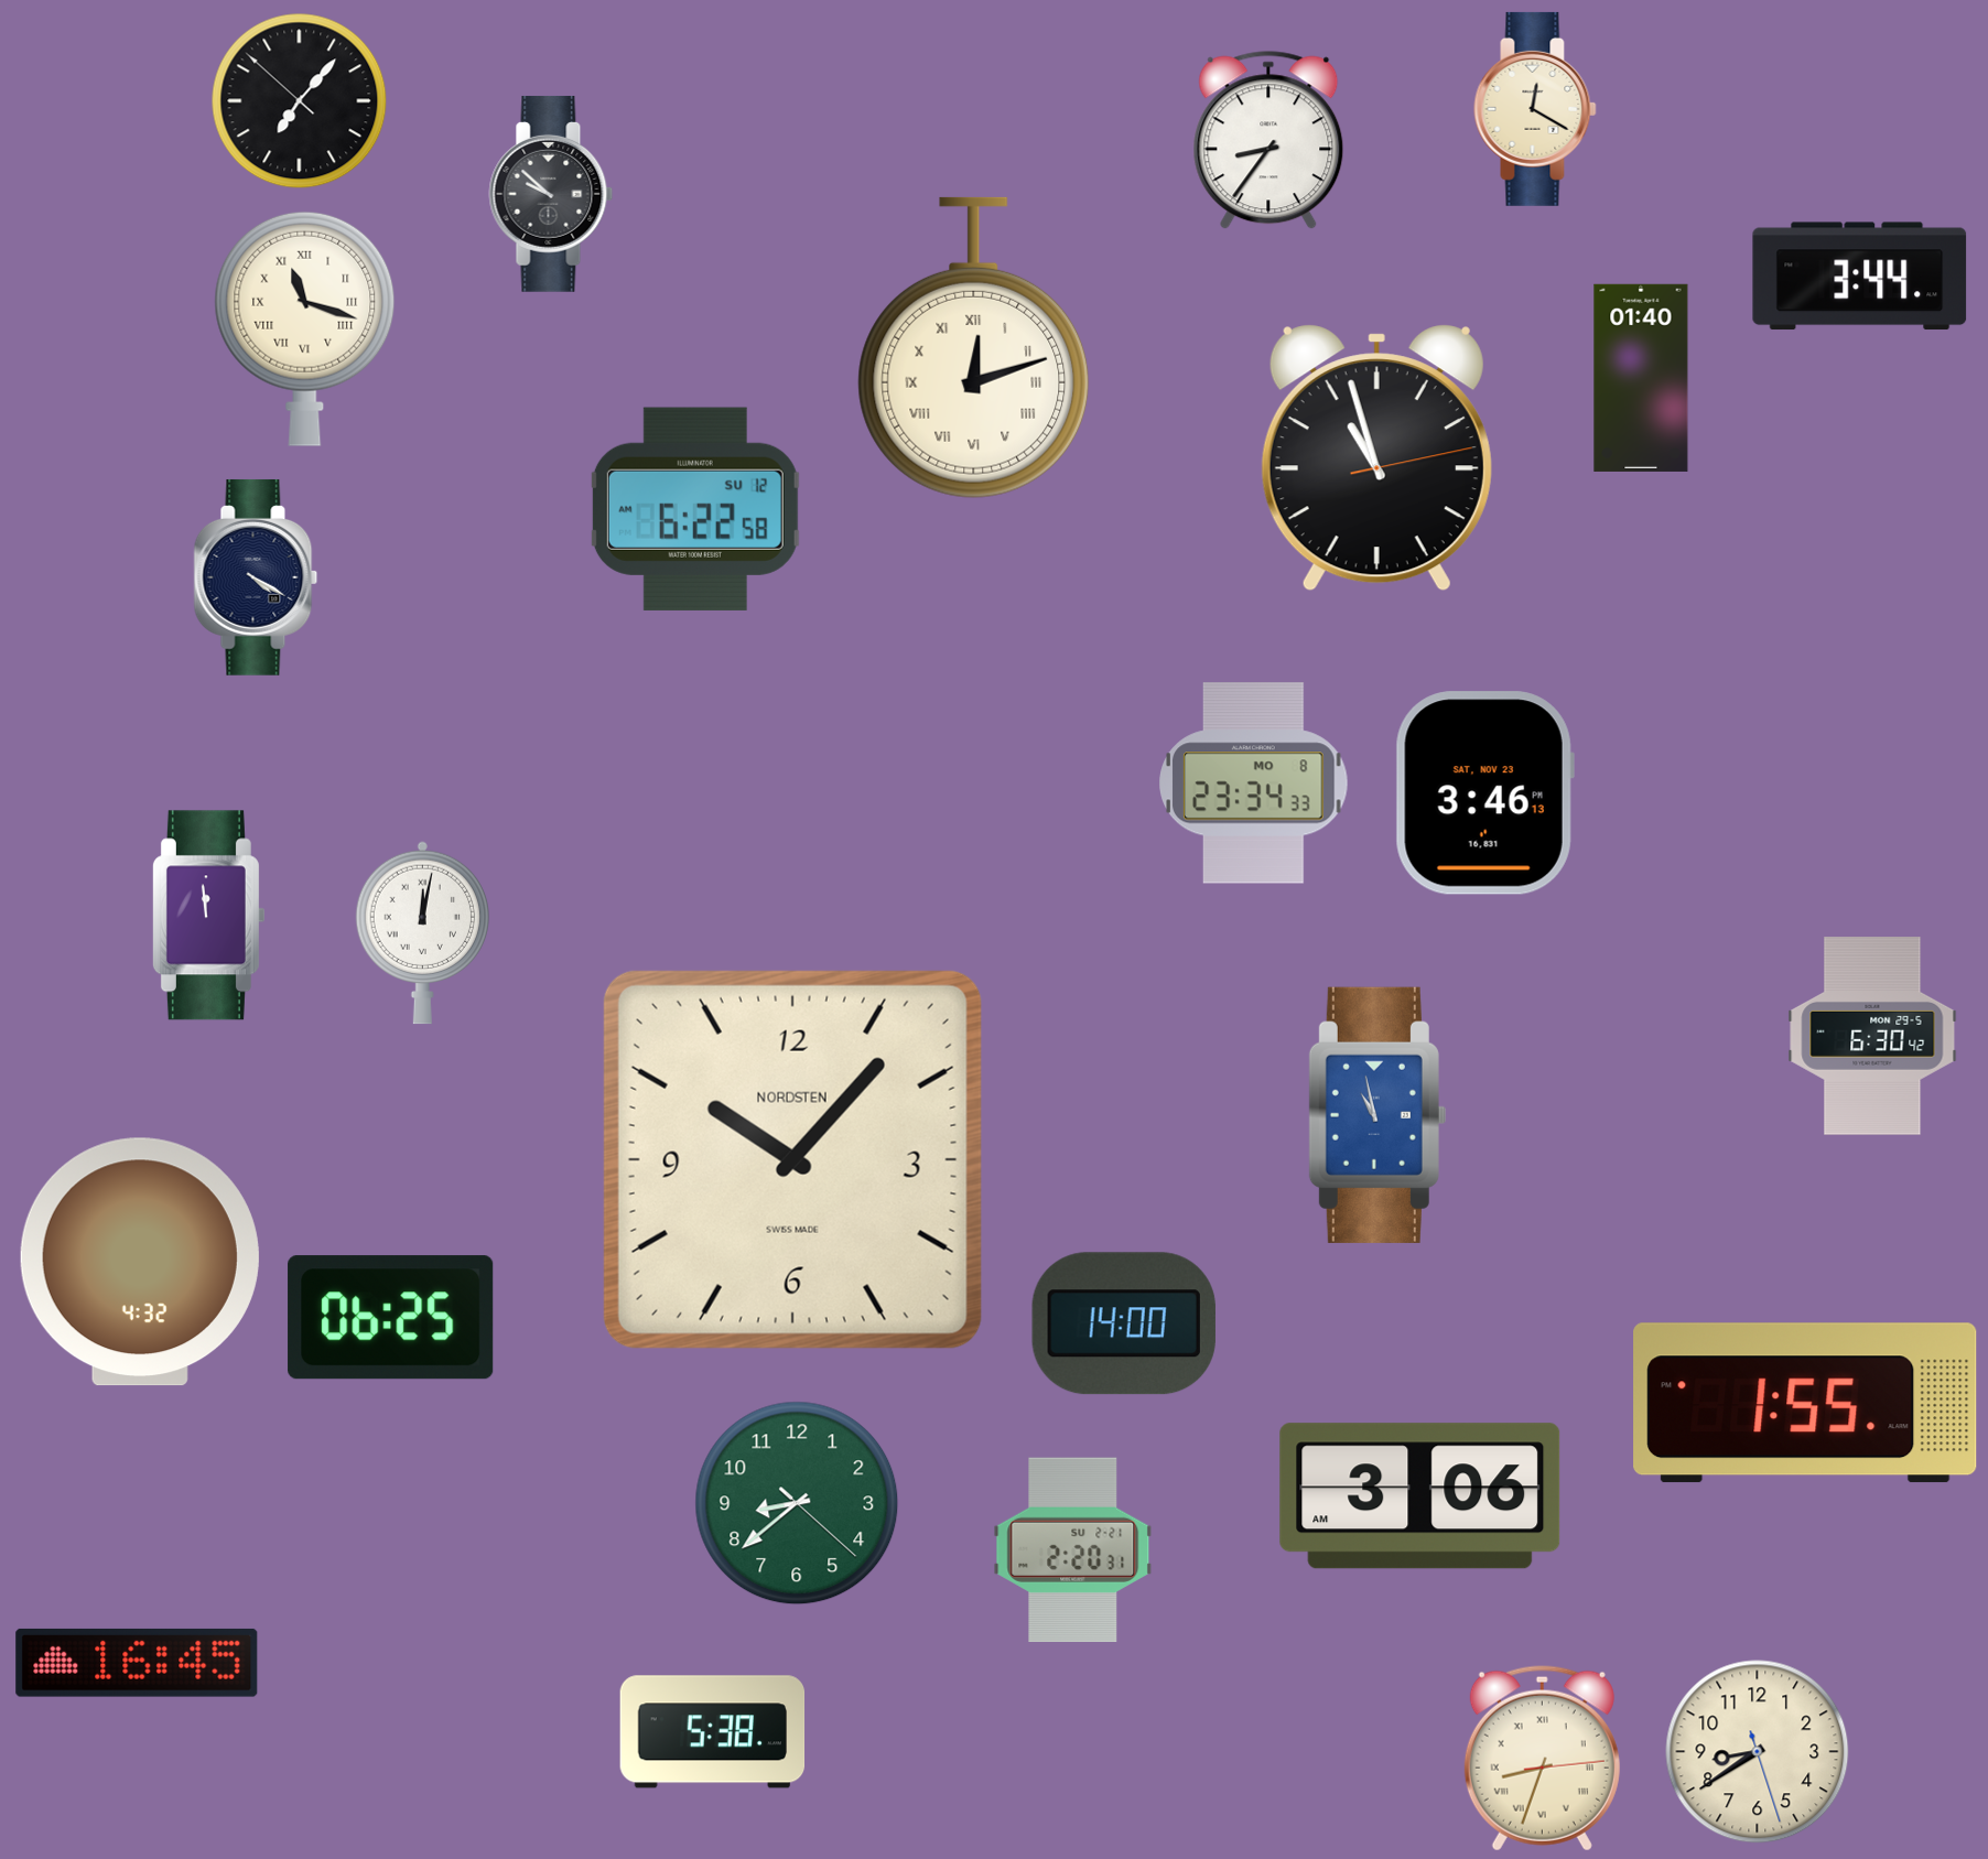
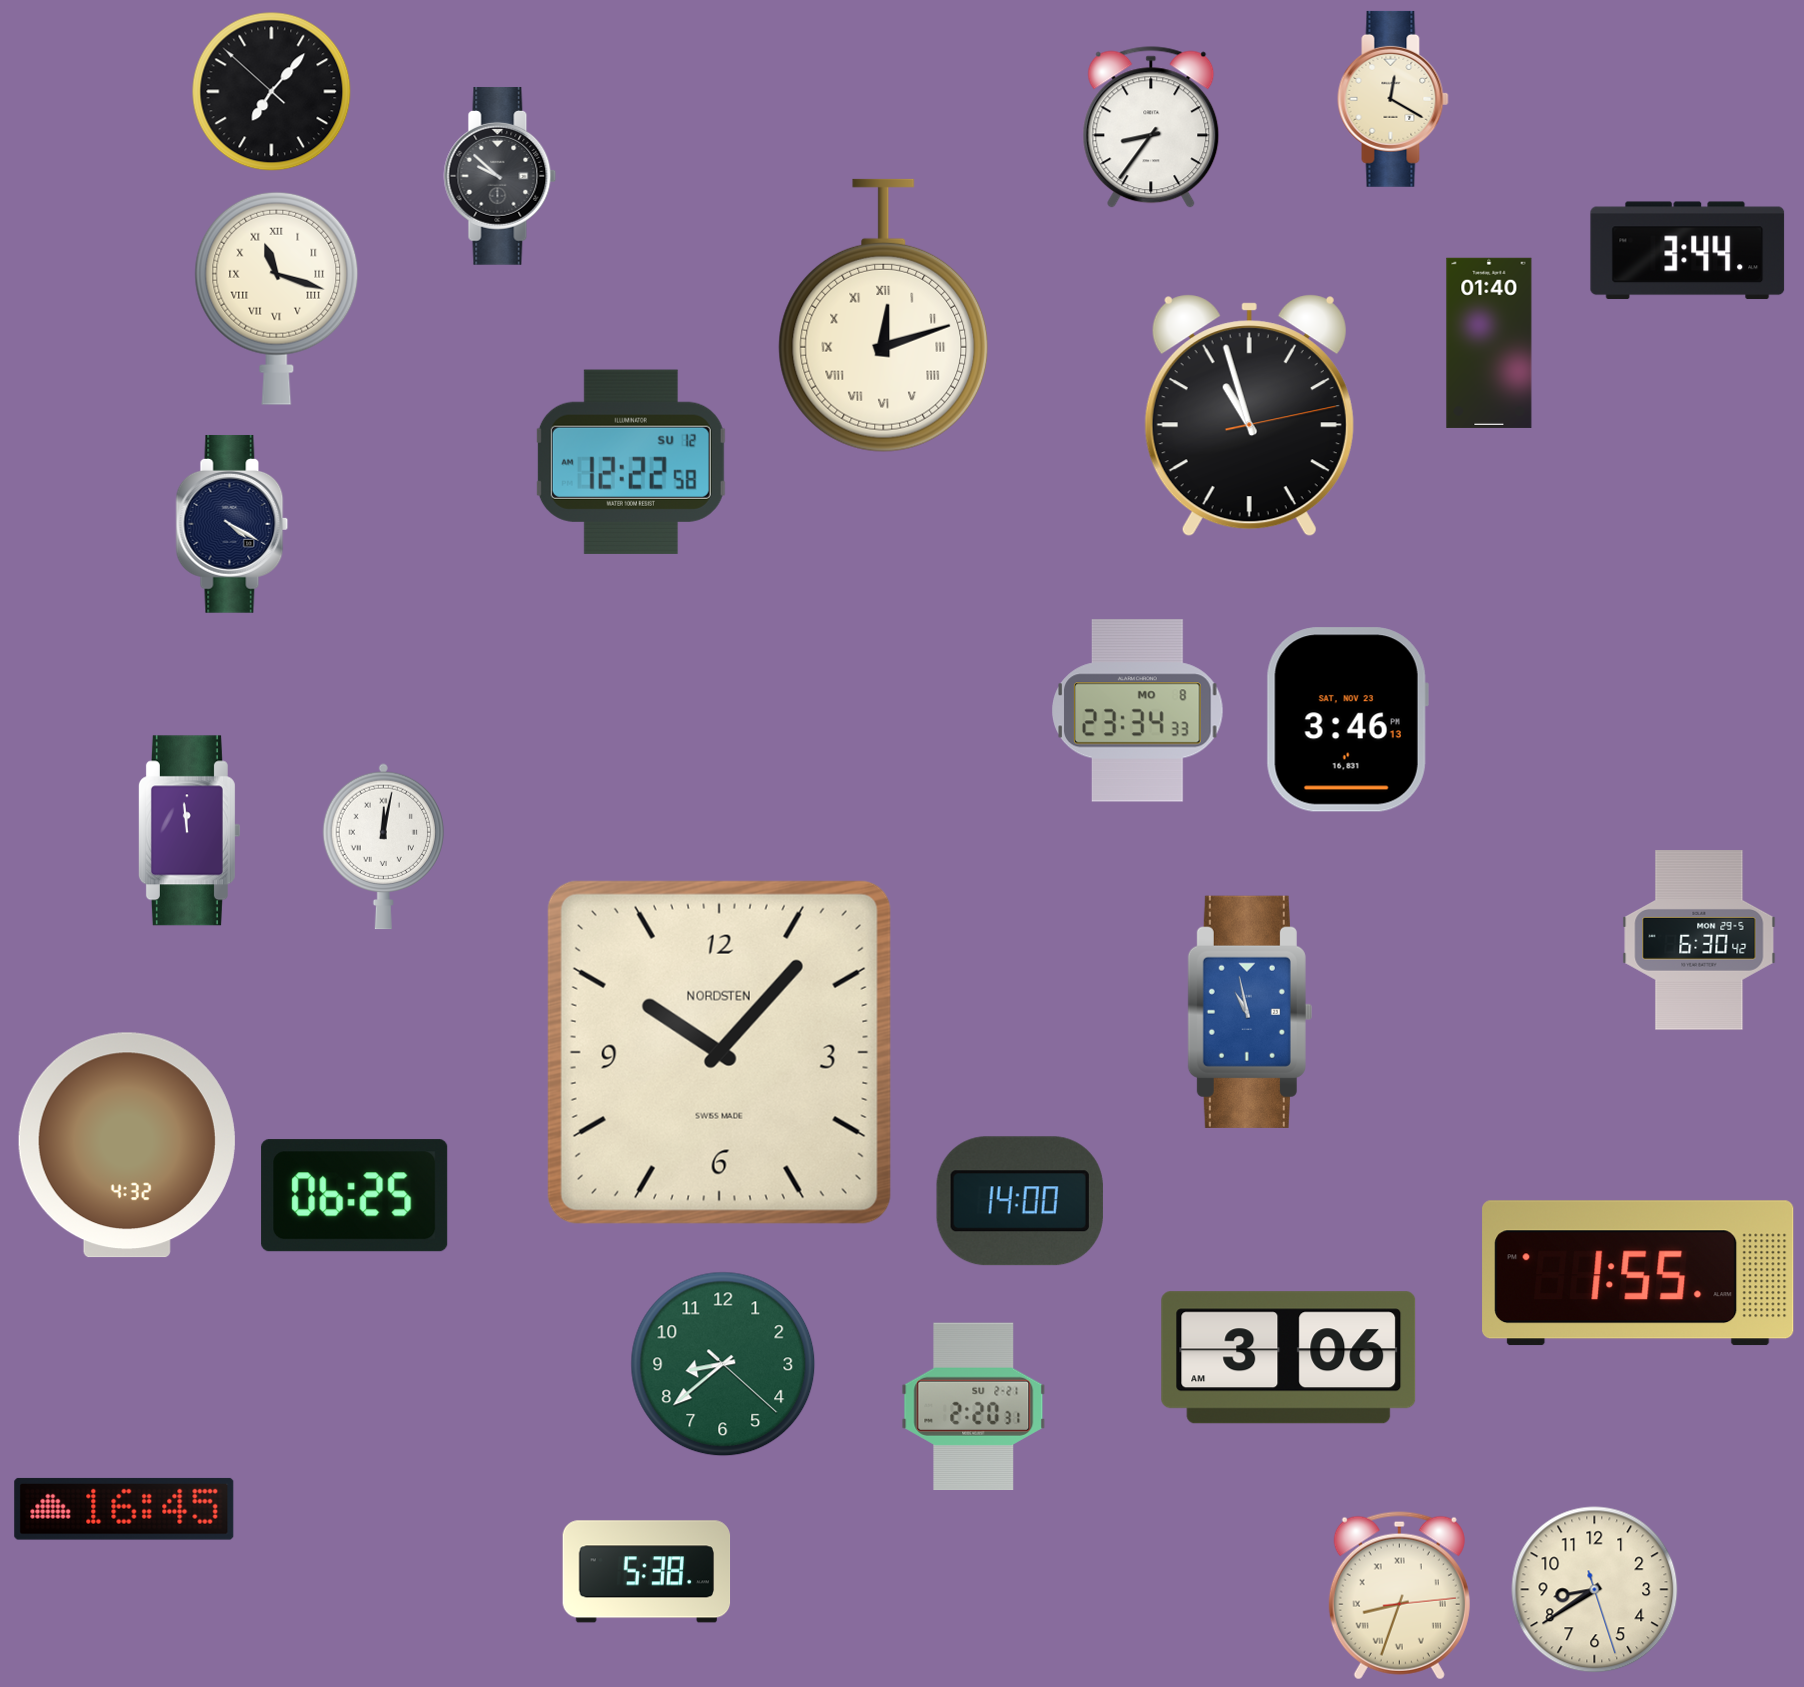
clock at (695, 509): 6:22 -> 12:22
